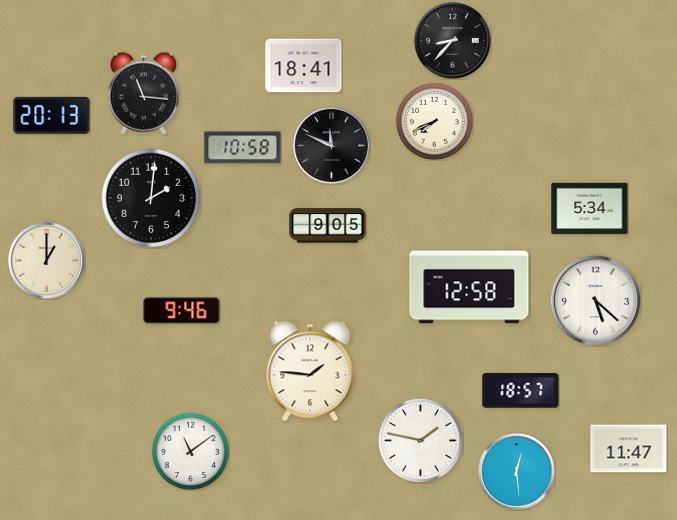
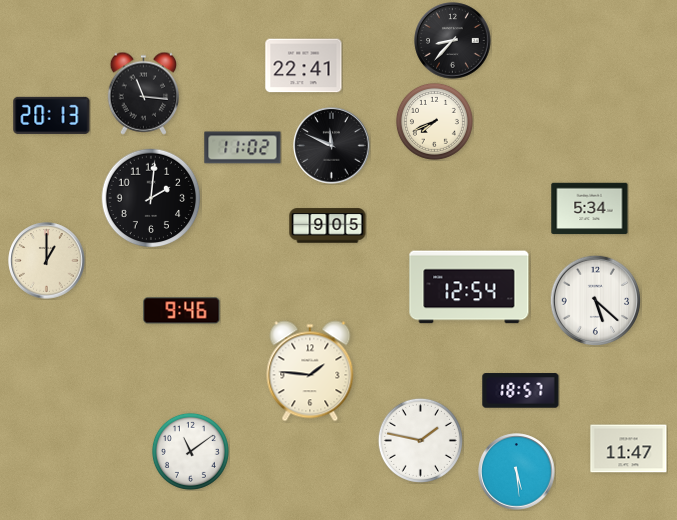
clock at (304, 66): 18:41 -> 22:41
clock at (243, 148): 10:58 -> 11:02
clock at (469, 287): 12:58 -> 12:54
clock at (517, 472): 12:29 -> 5:29
